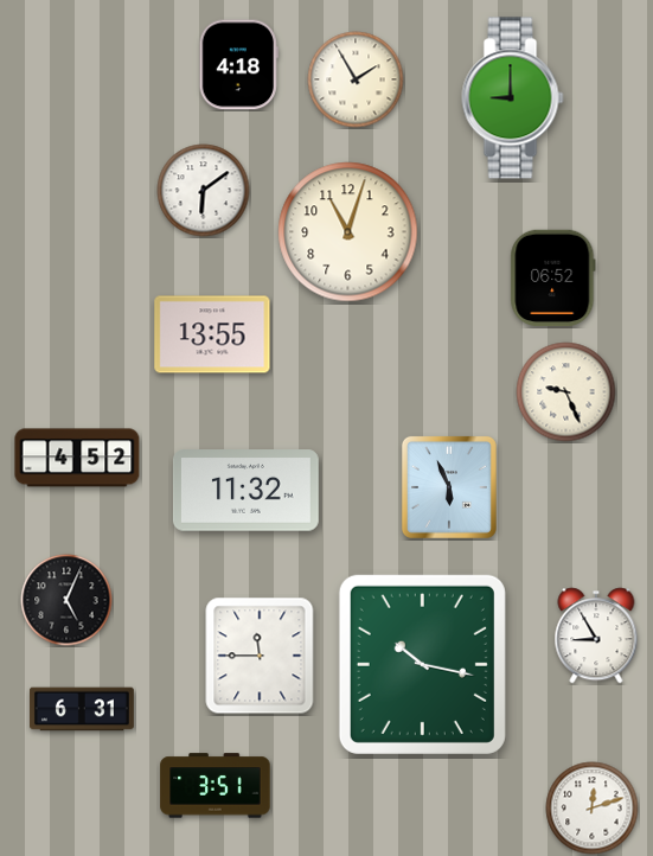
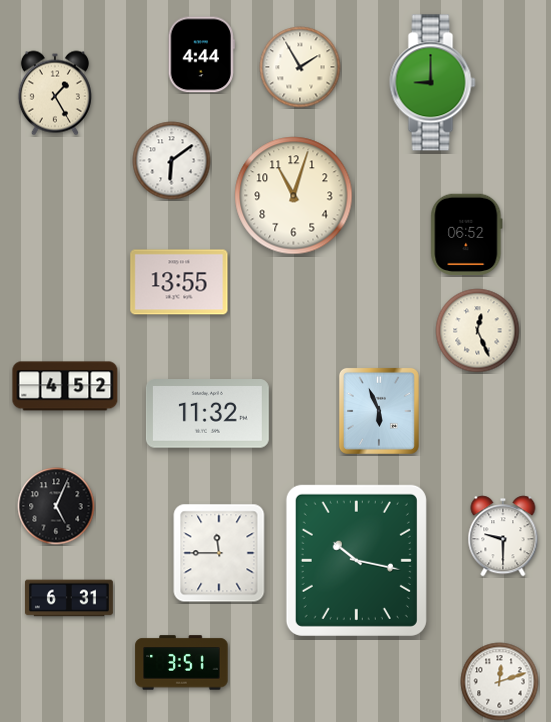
clock at (238, 65): 4:18 -> 4:44
clock at (55, 93): none -> 1:25
clock at (566, 392): 9:26 -> 12:26
clock at (596, 635): 8:55 -> 9:30
